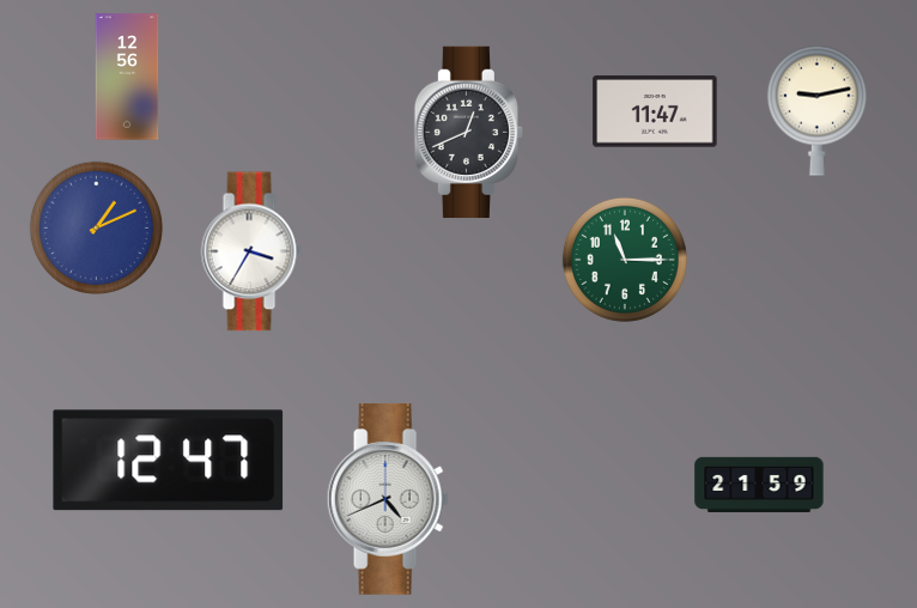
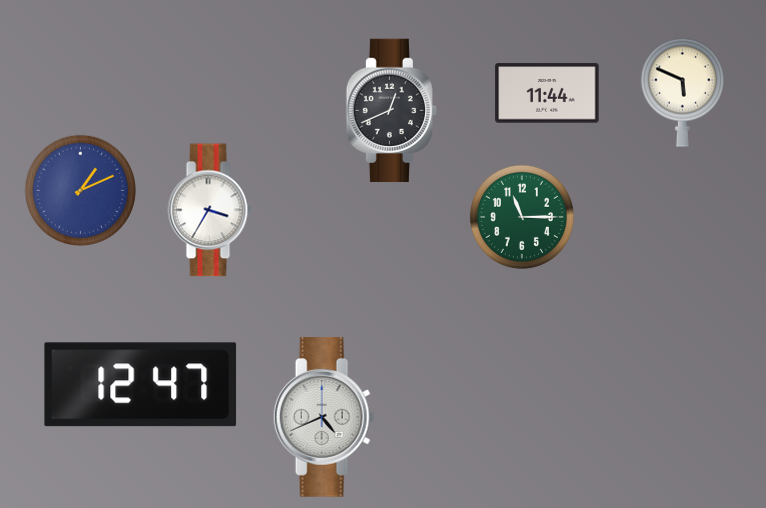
clock at (127, 77): 12:56 -> none
clock at (816, 110): 9:13 -> 5:49
clock at (655, 111): 11:47 -> 11:44
clock at (759, 485): 21:59 -> none
